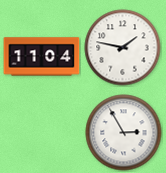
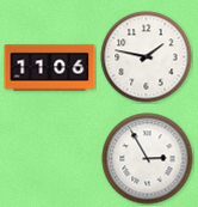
clock at (42, 57): 11:04 -> 11:06
